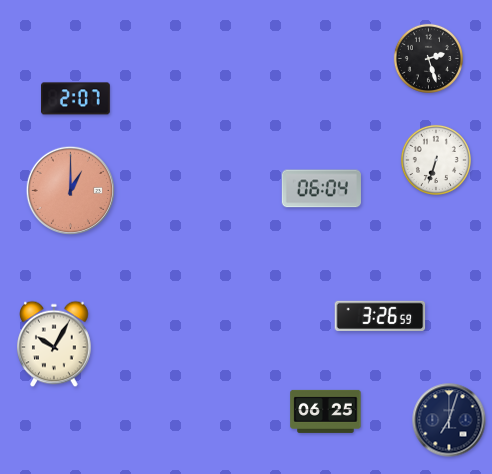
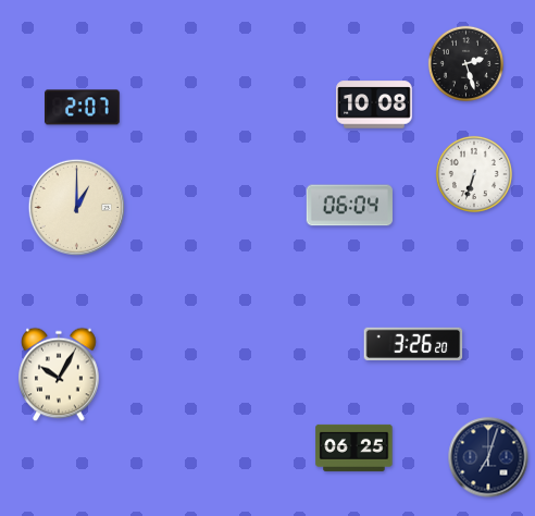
clock at (374, 105): none -> 10:08
clock at (70, 190) dial: salmon -> cream
clock at (380, 315): 3:26:59 -> 3:26:20
